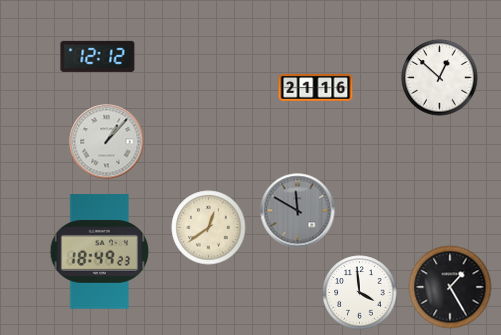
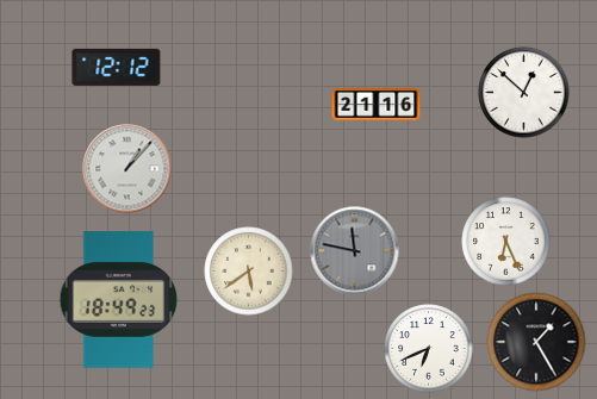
clock at (506, 242): none -> 6:26
clock at (298, 211): 11:50 -> 11:47
clock at (209, 228): 12:39 -> 5:39
clock at (360, 293): 3:59 -> 6:41
